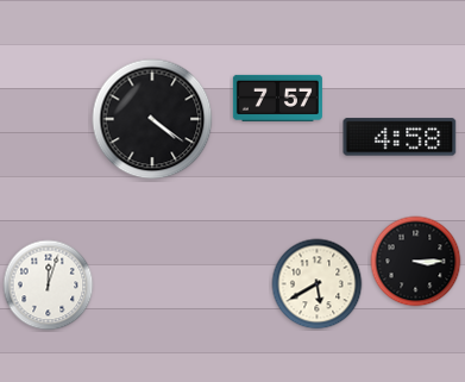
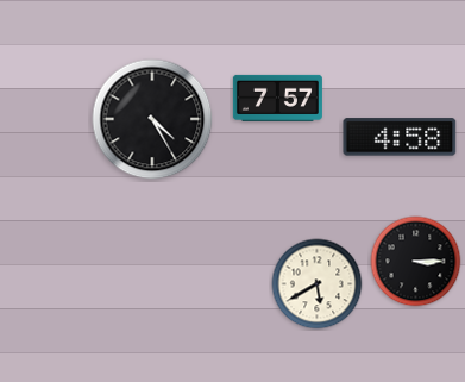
clock at (152, 119): 4:21 -> 4:25
clock at (49, 286): 12:03 -> none
